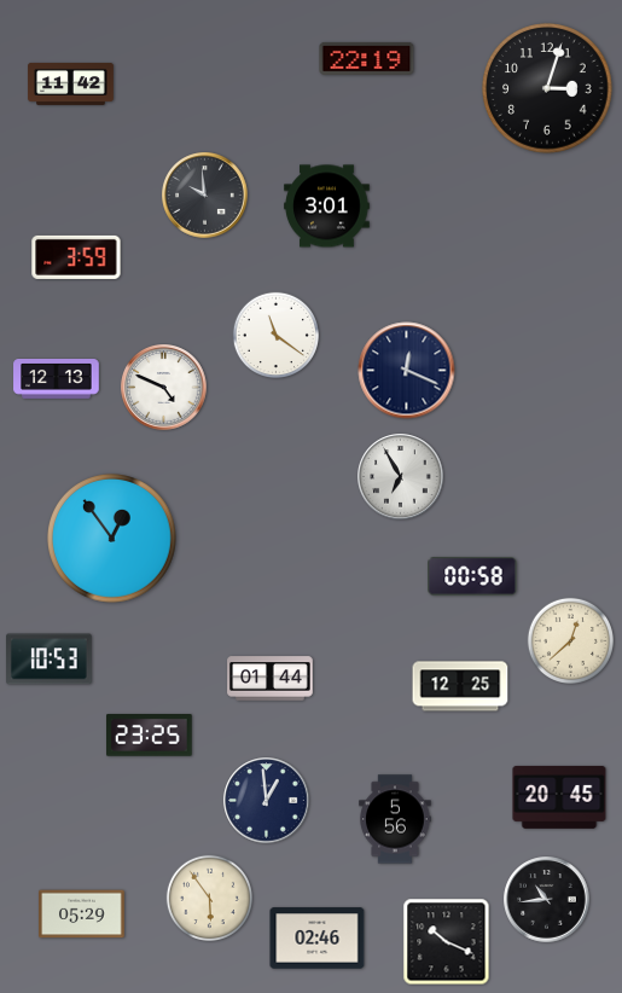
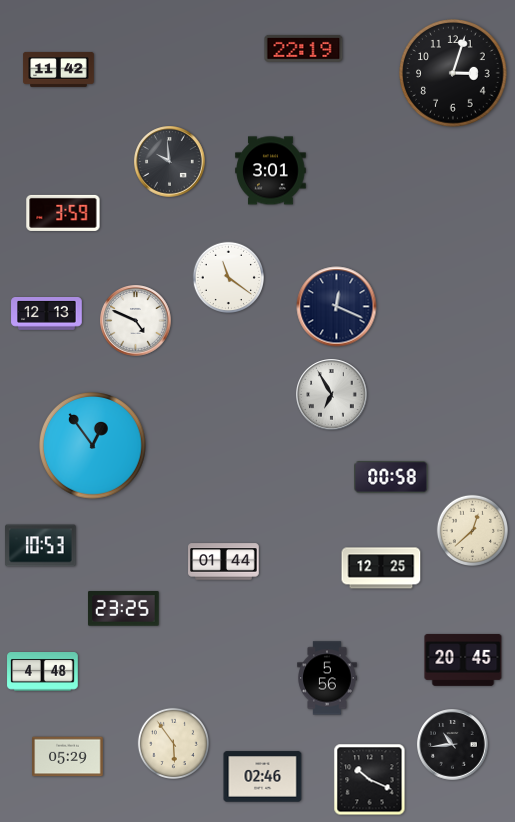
clock at (267, 801): 12:59 -> none
clock at (43, 672): none -> 4:48
